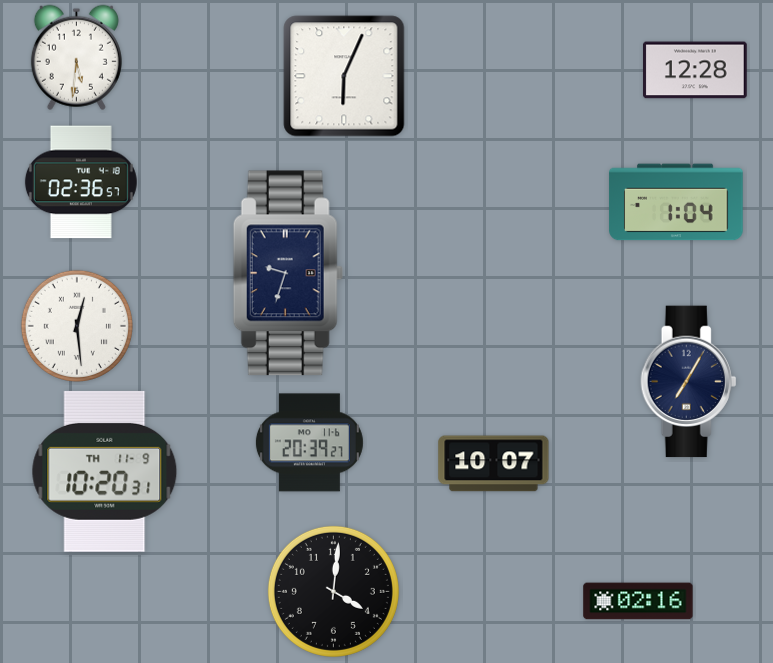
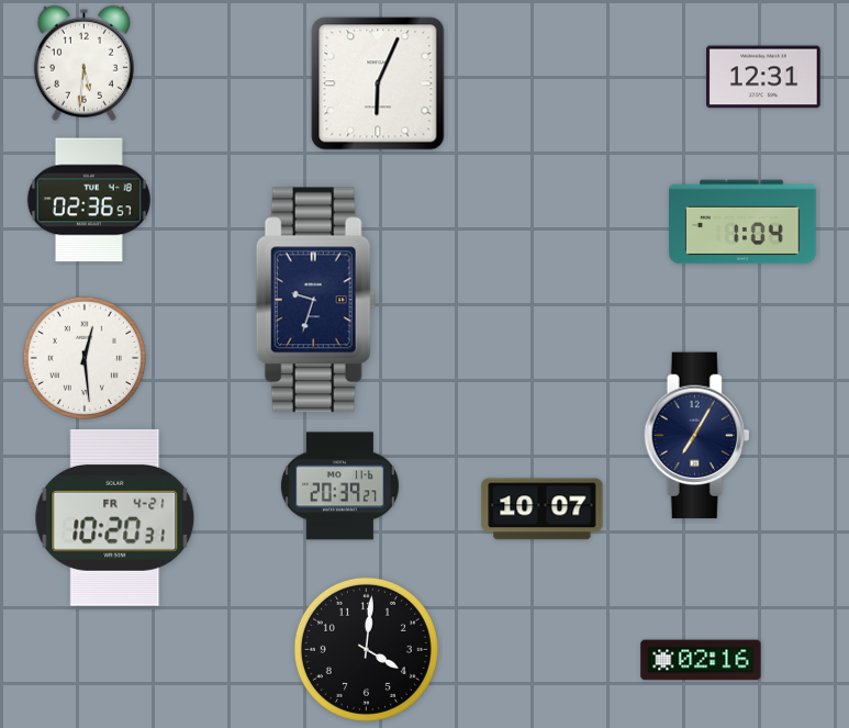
clock at (696, 70): 12:28 -> 12:31
clock at (689, 382) position: (689, 382) -> (697, 436)
clock at (105, 471) date: TH 11-9 -> FR 4-21
